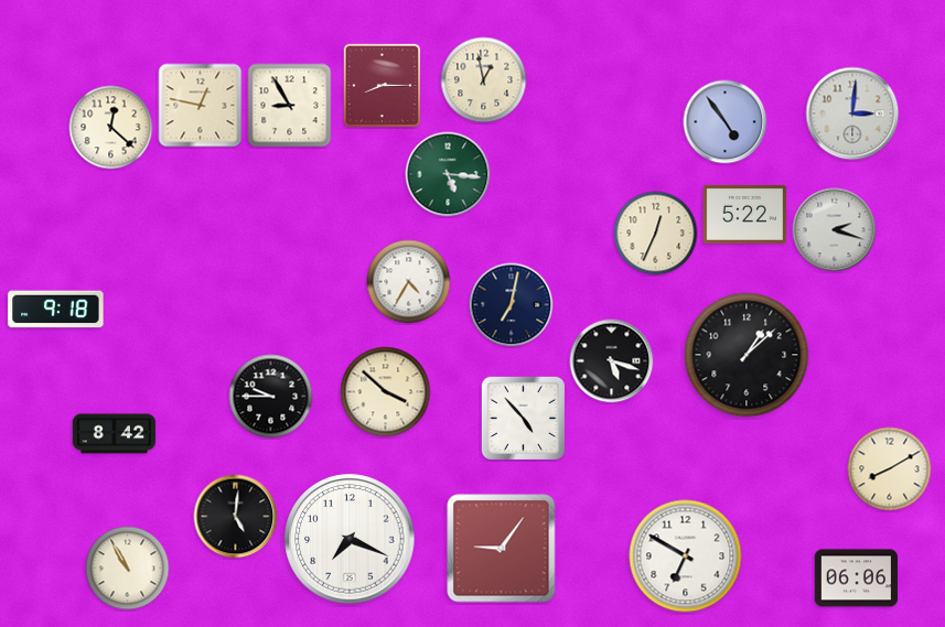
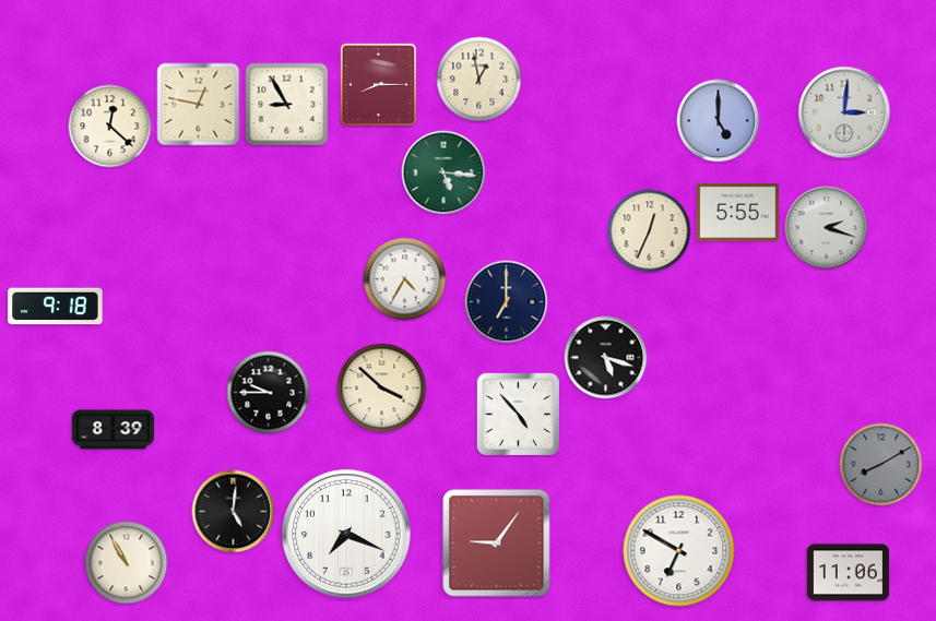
clock at (726, 122): 4:54 -> 5:00
clock at (745, 214): 5:22 -> 5:55
clock at (512, 305): 7:02 -> 7:00
clock at (747, 355): 1:08 -> none
clock at (115, 434): 8:42 -> 8:39
clock at (890, 469) dial: cream -> grey
clock at (857, 579): 06:06 -> 11:06
